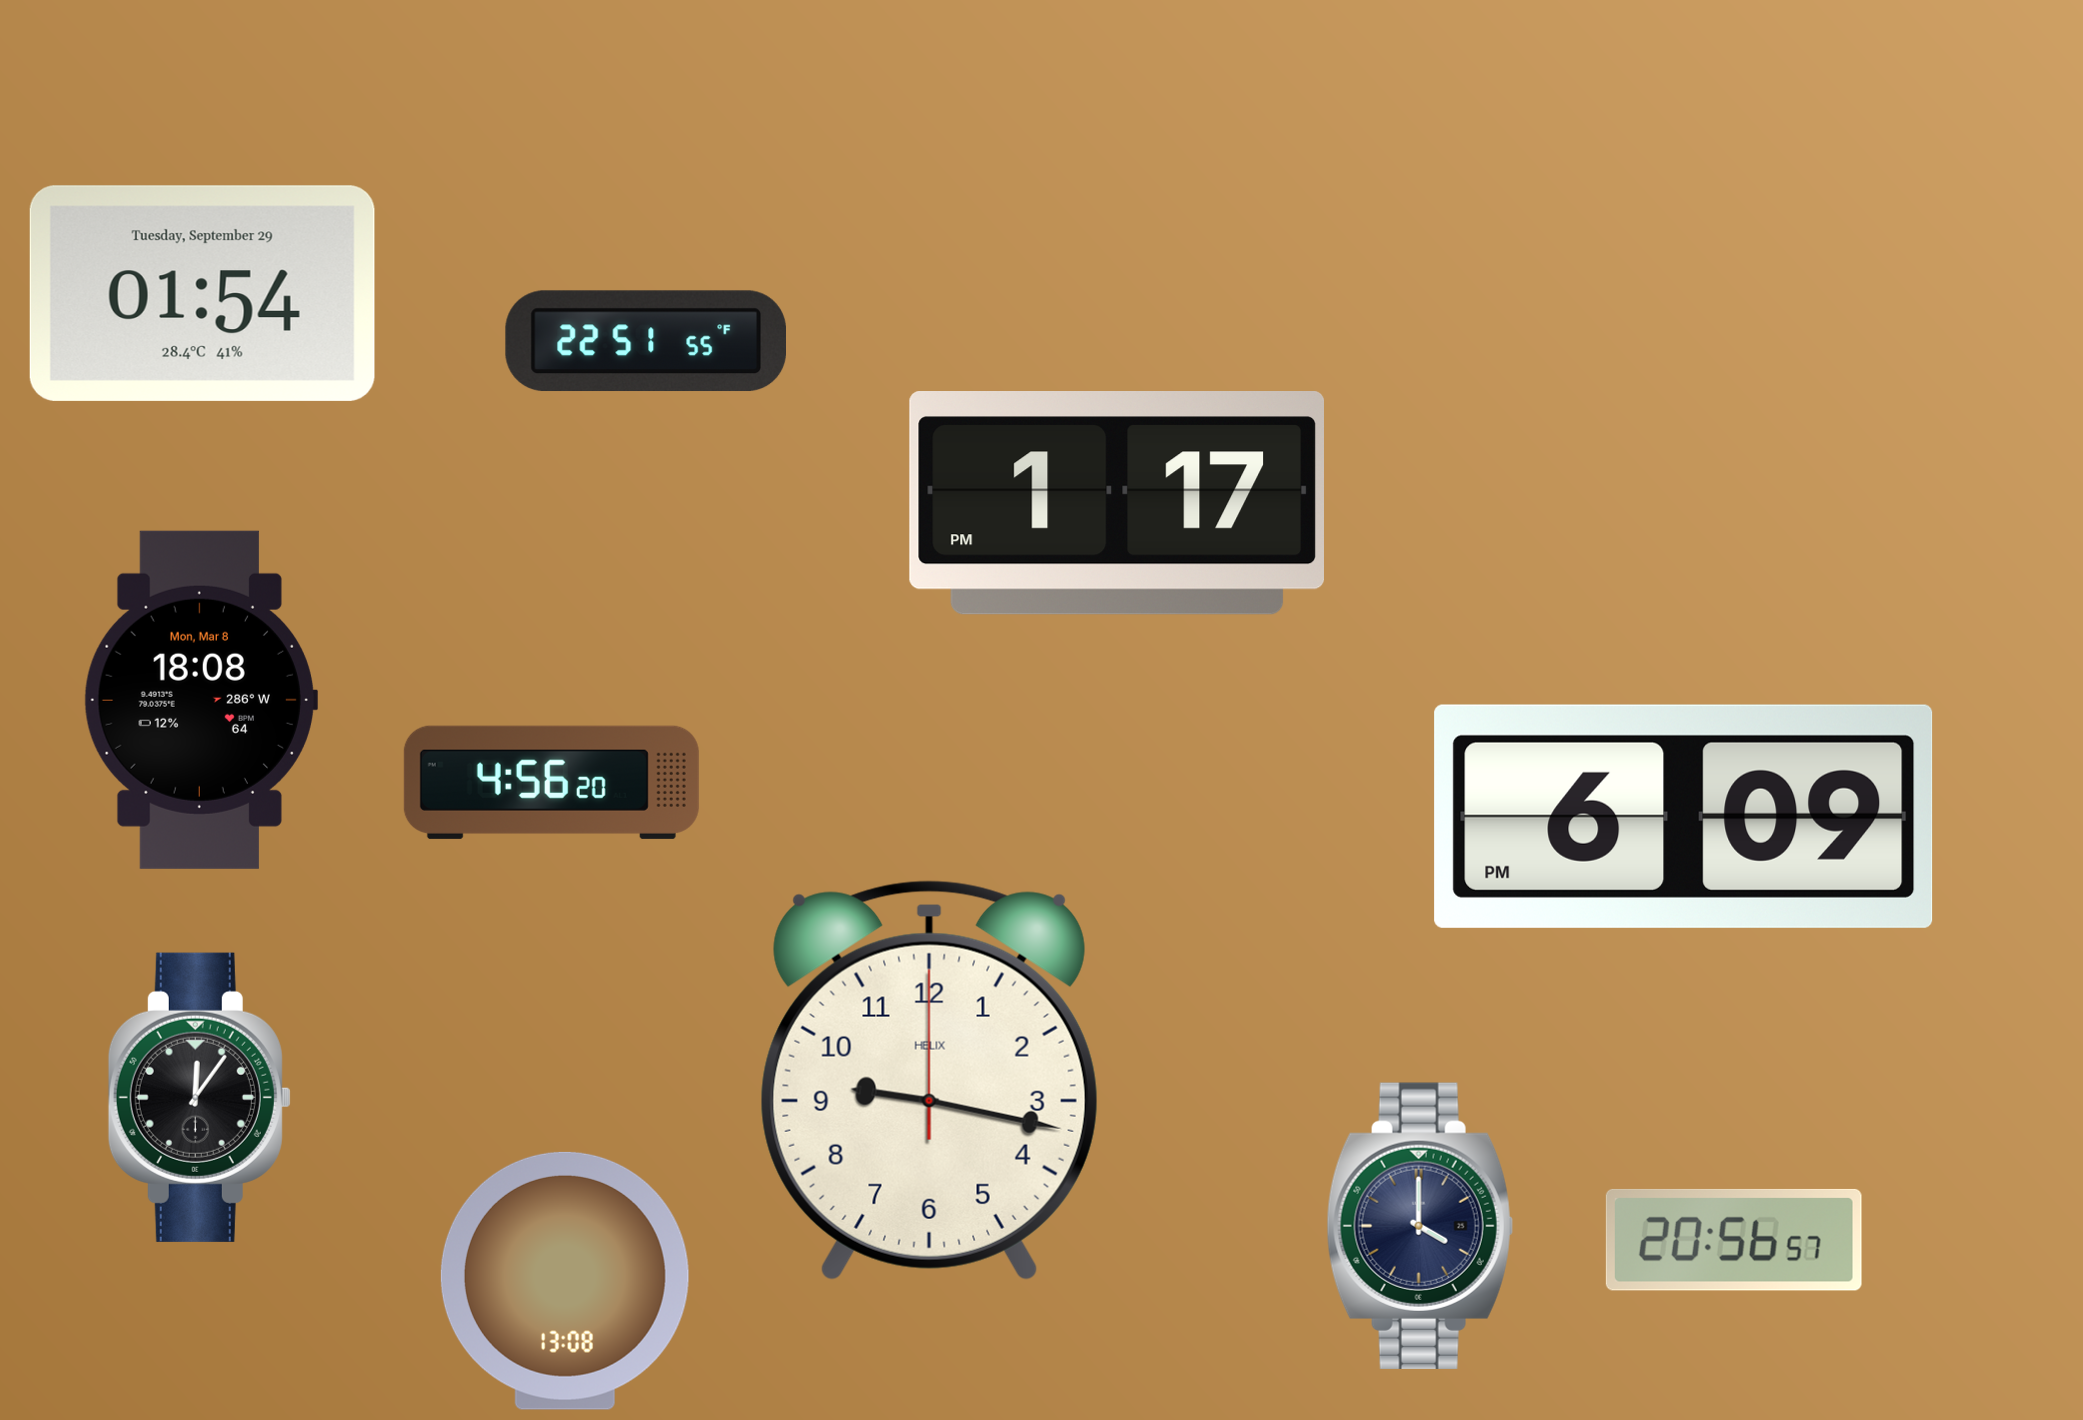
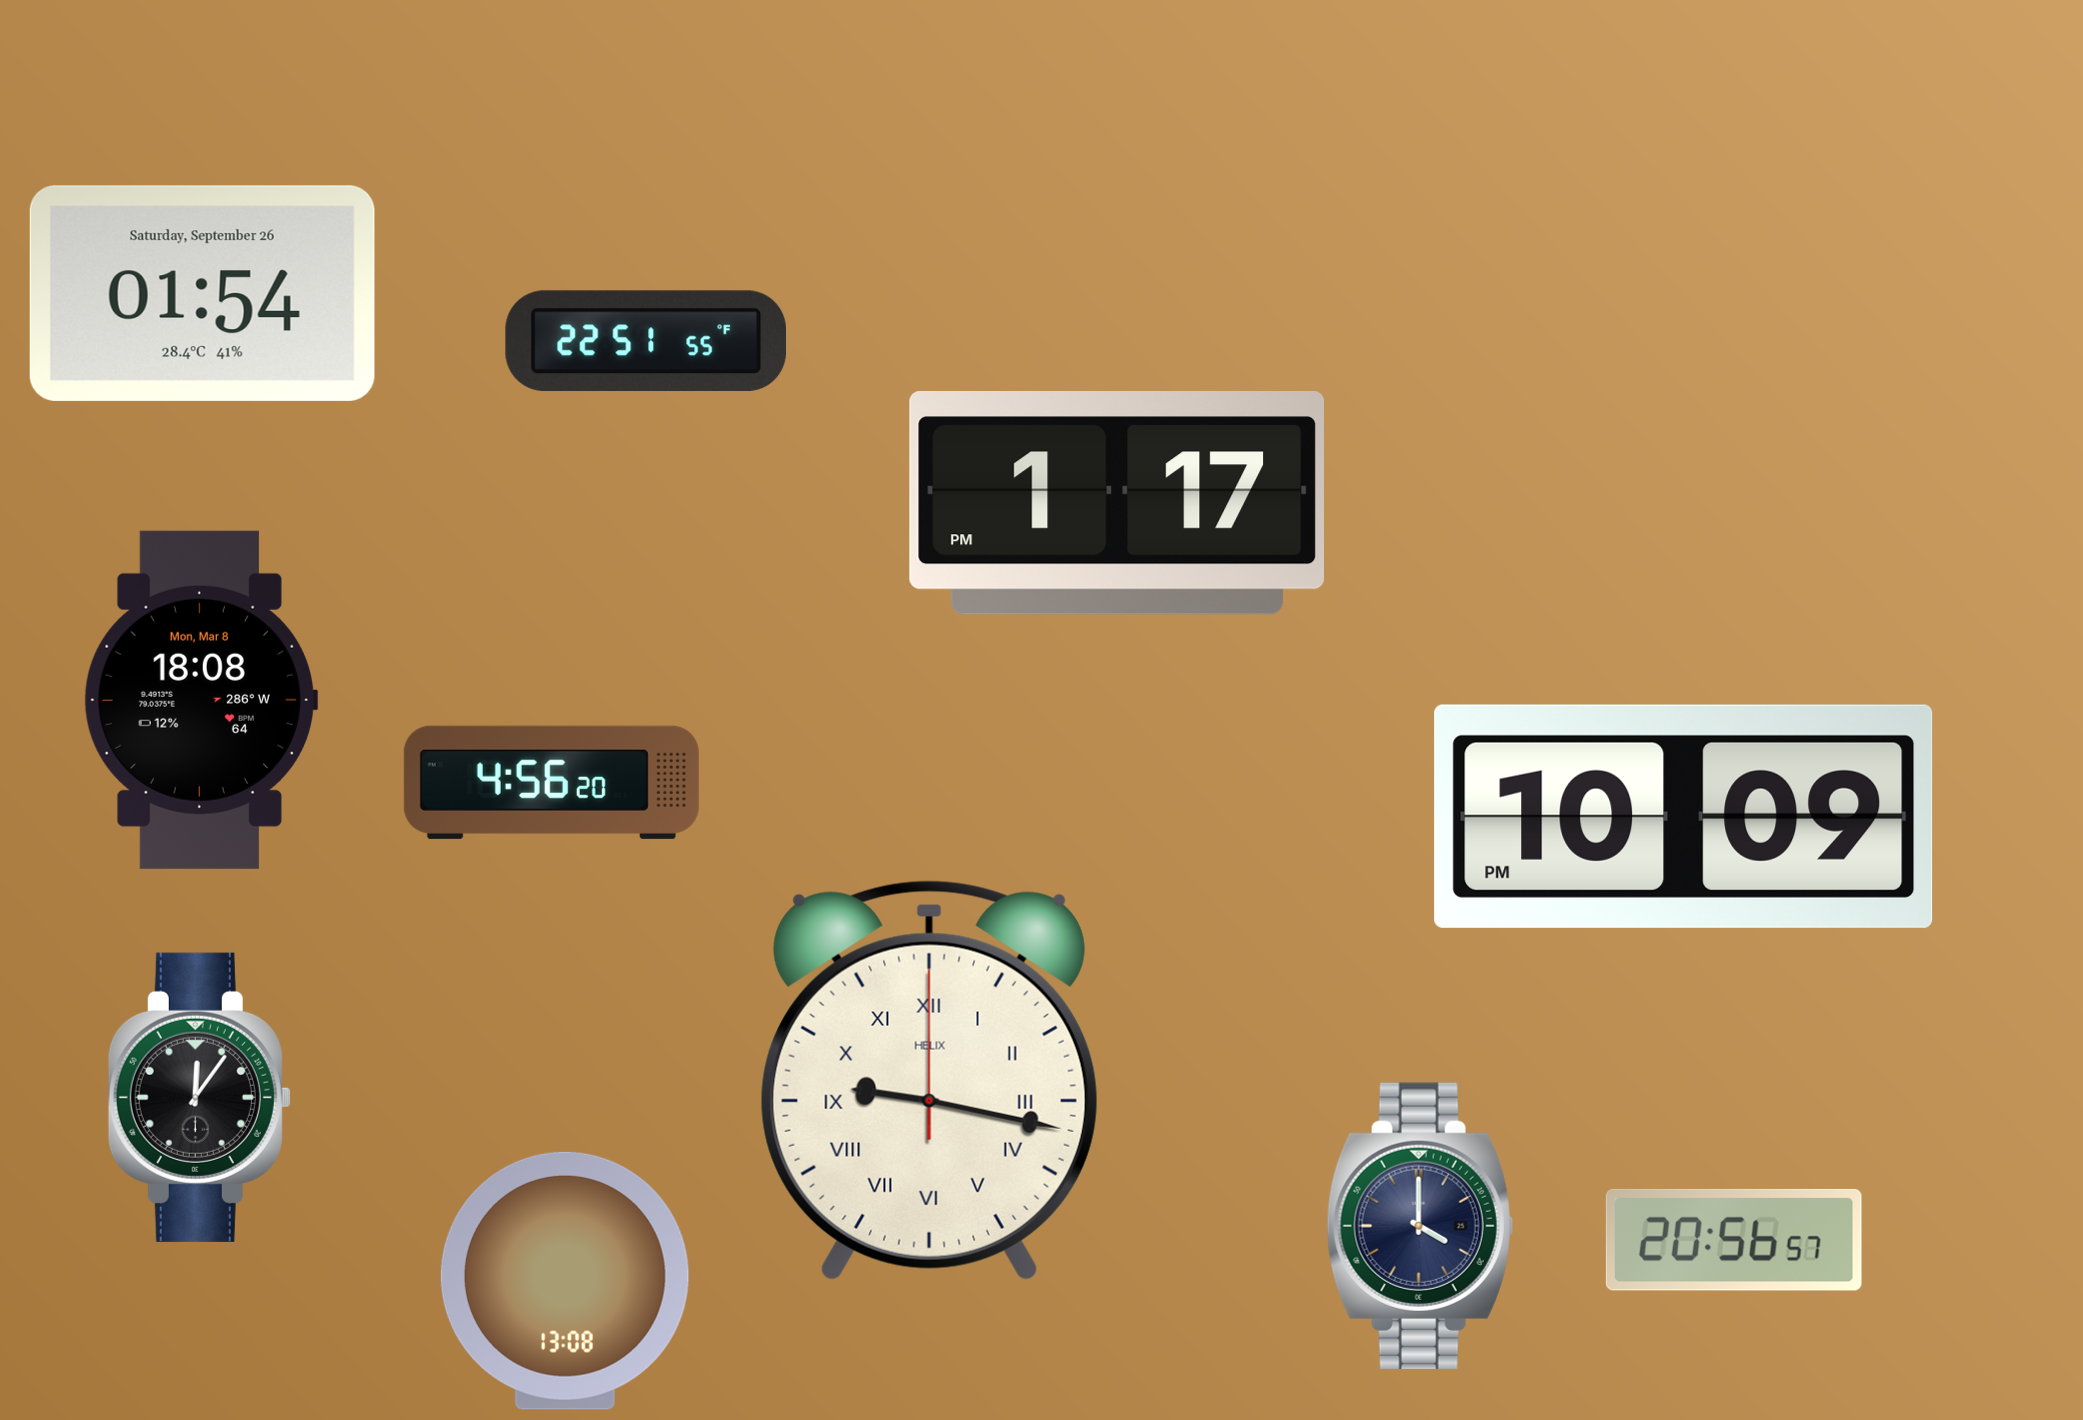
clock at (202, 293) date: Tuesday, September 29 -> Saturday, September 26
clock at (1684, 816): 6:09 -> 10:09
clock at (929, 1080) numerals: Arabic -> Roman
